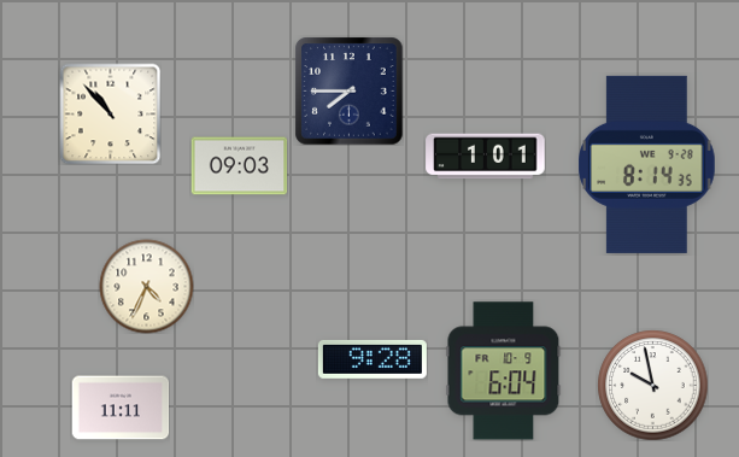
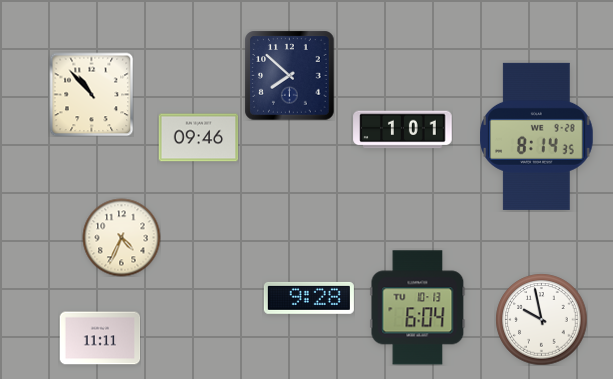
clock at (348, 90): 7:45 -> 7:52
clock at (239, 166): 09:03 -> 09:46
clock at (504, 371) date: FR 10-9 -> TU 10-13
